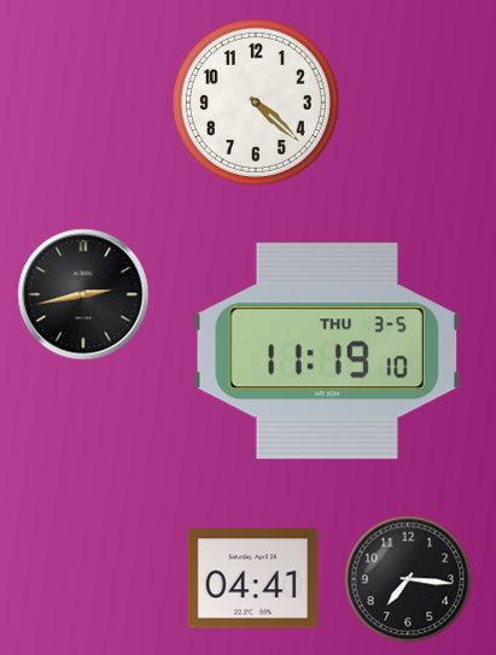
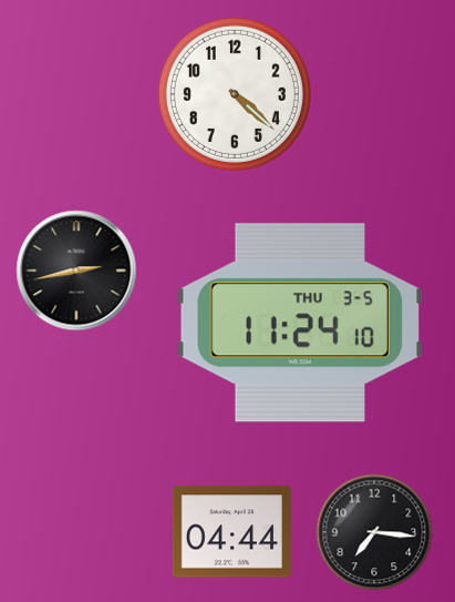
clock at (327, 351): 11:19 -> 11:24
clock at (252, 579): 04:41 -> 04:44
